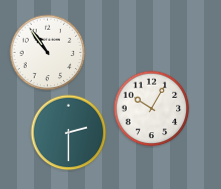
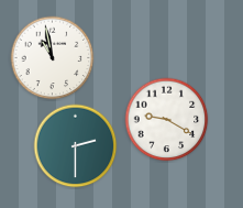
clock at (48, 53): 10:54 -> 10:58
clock at (152, 109): 10:05 -> 9:20
